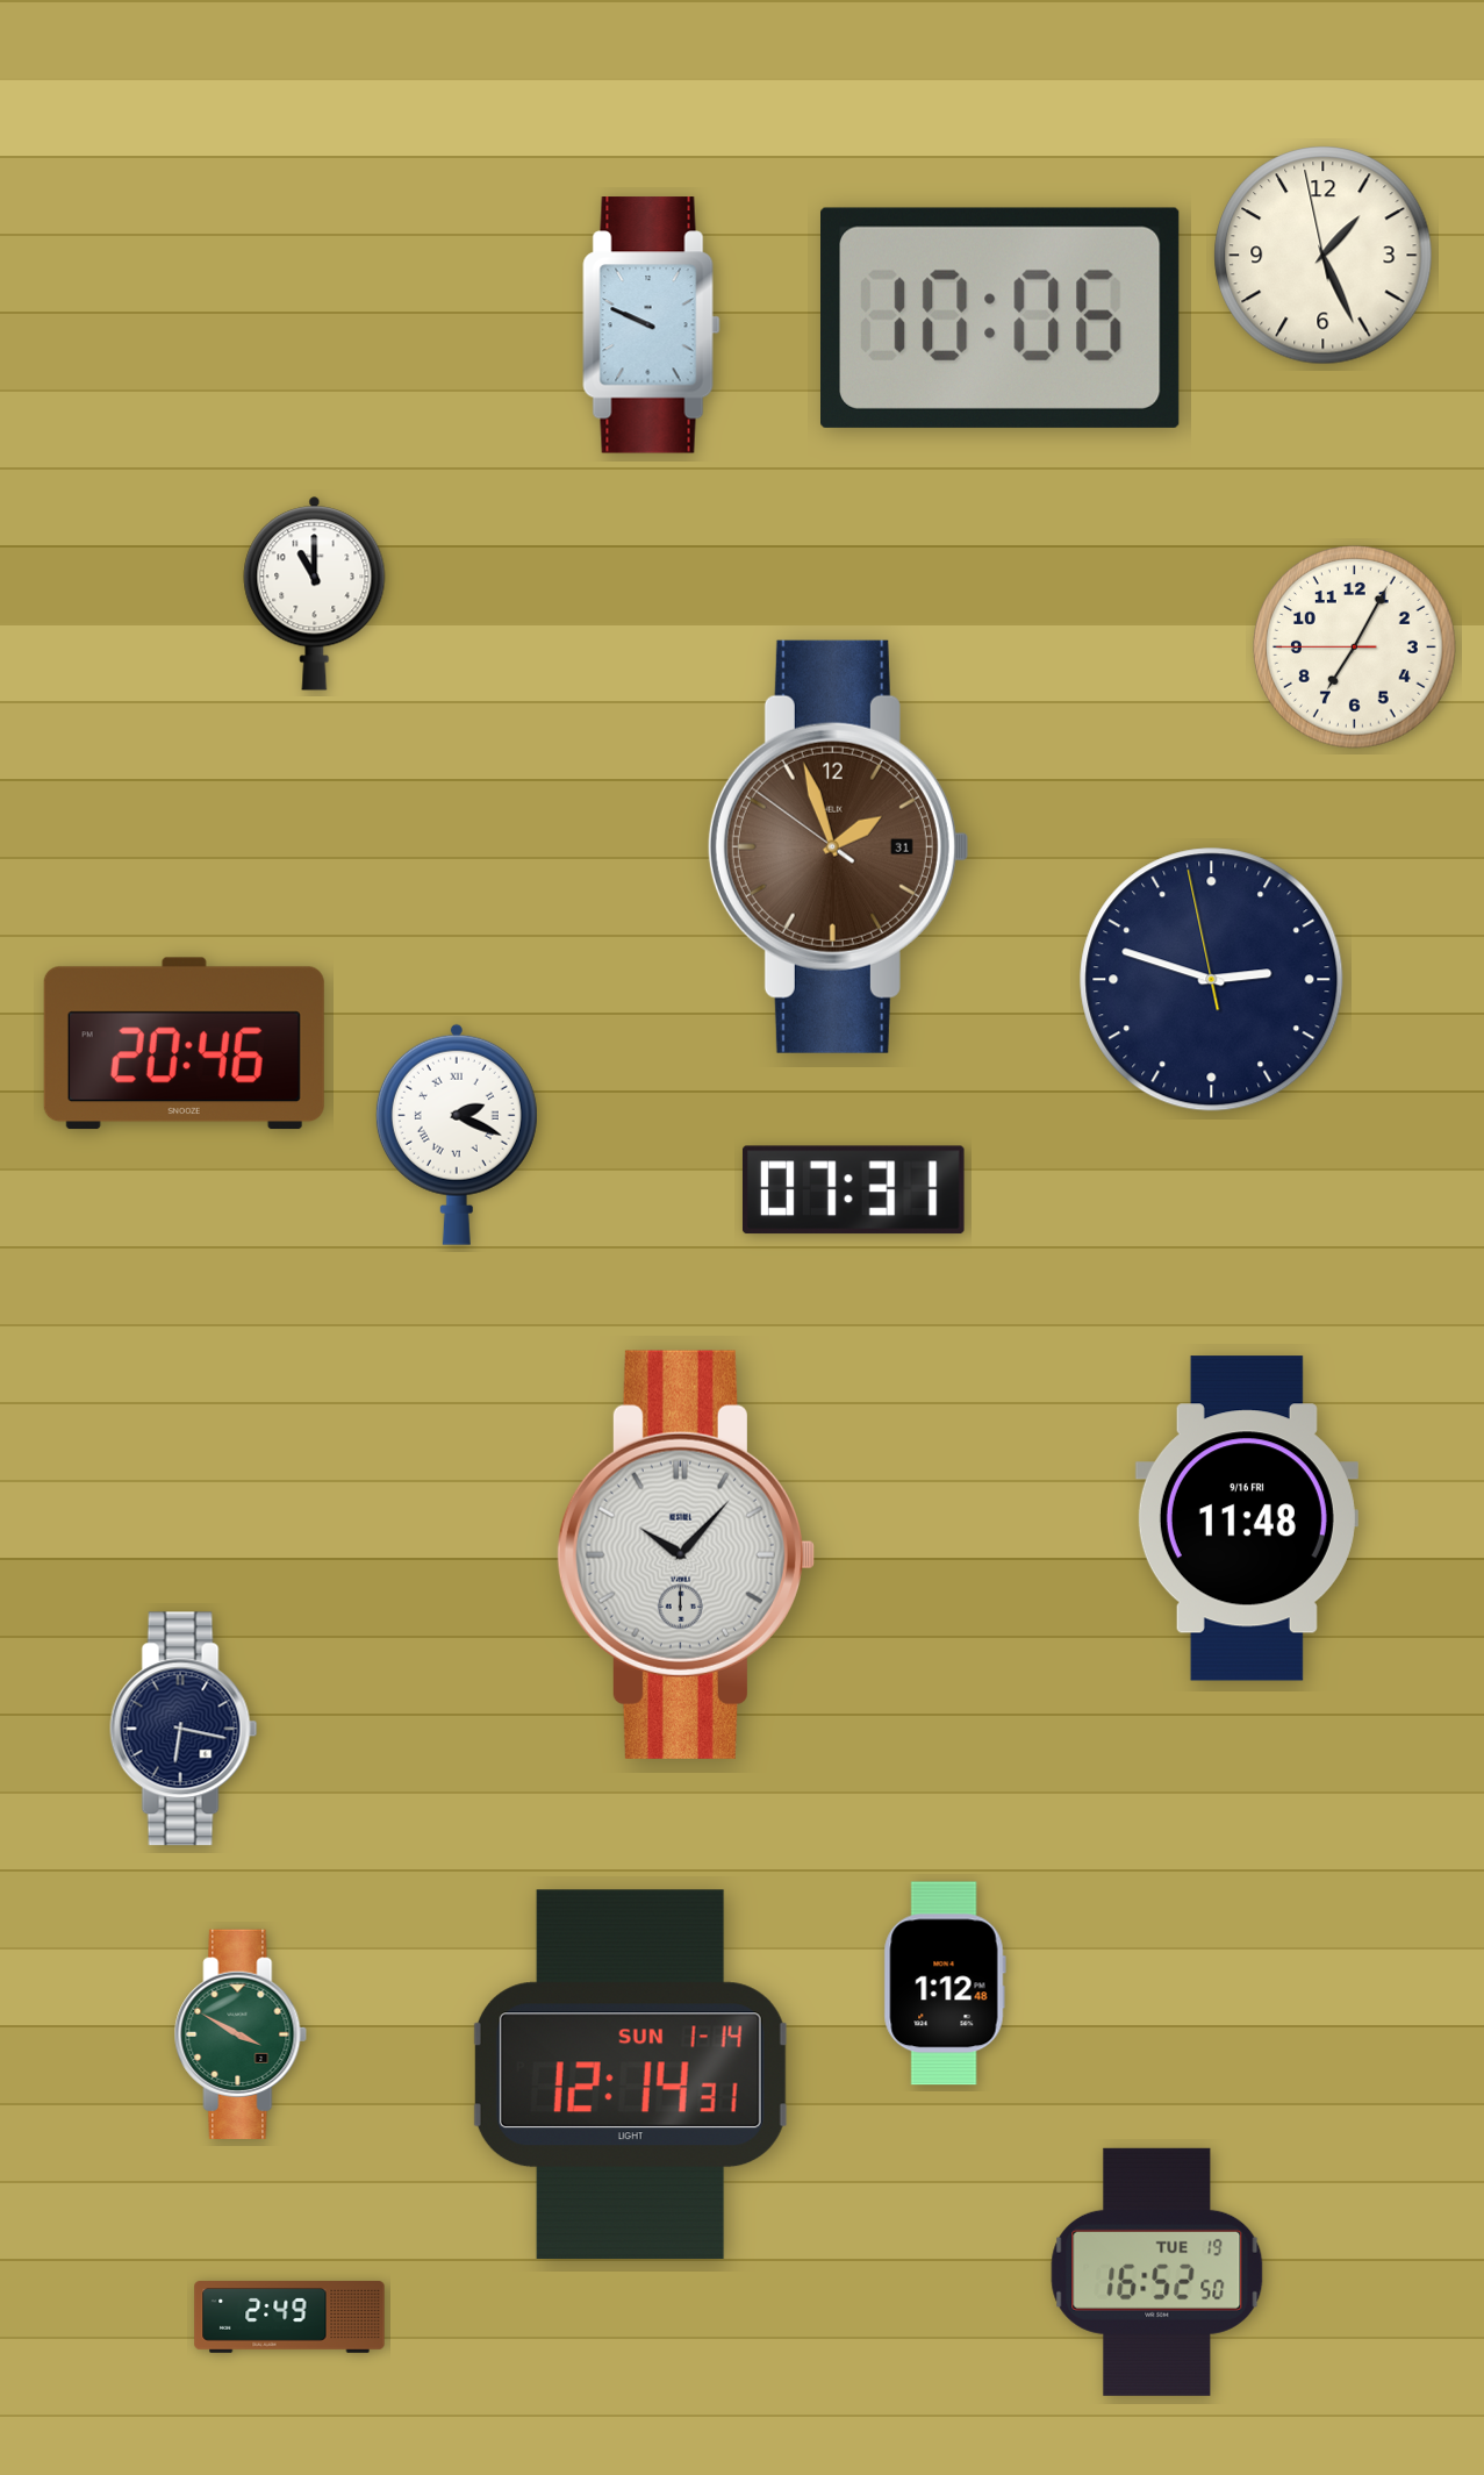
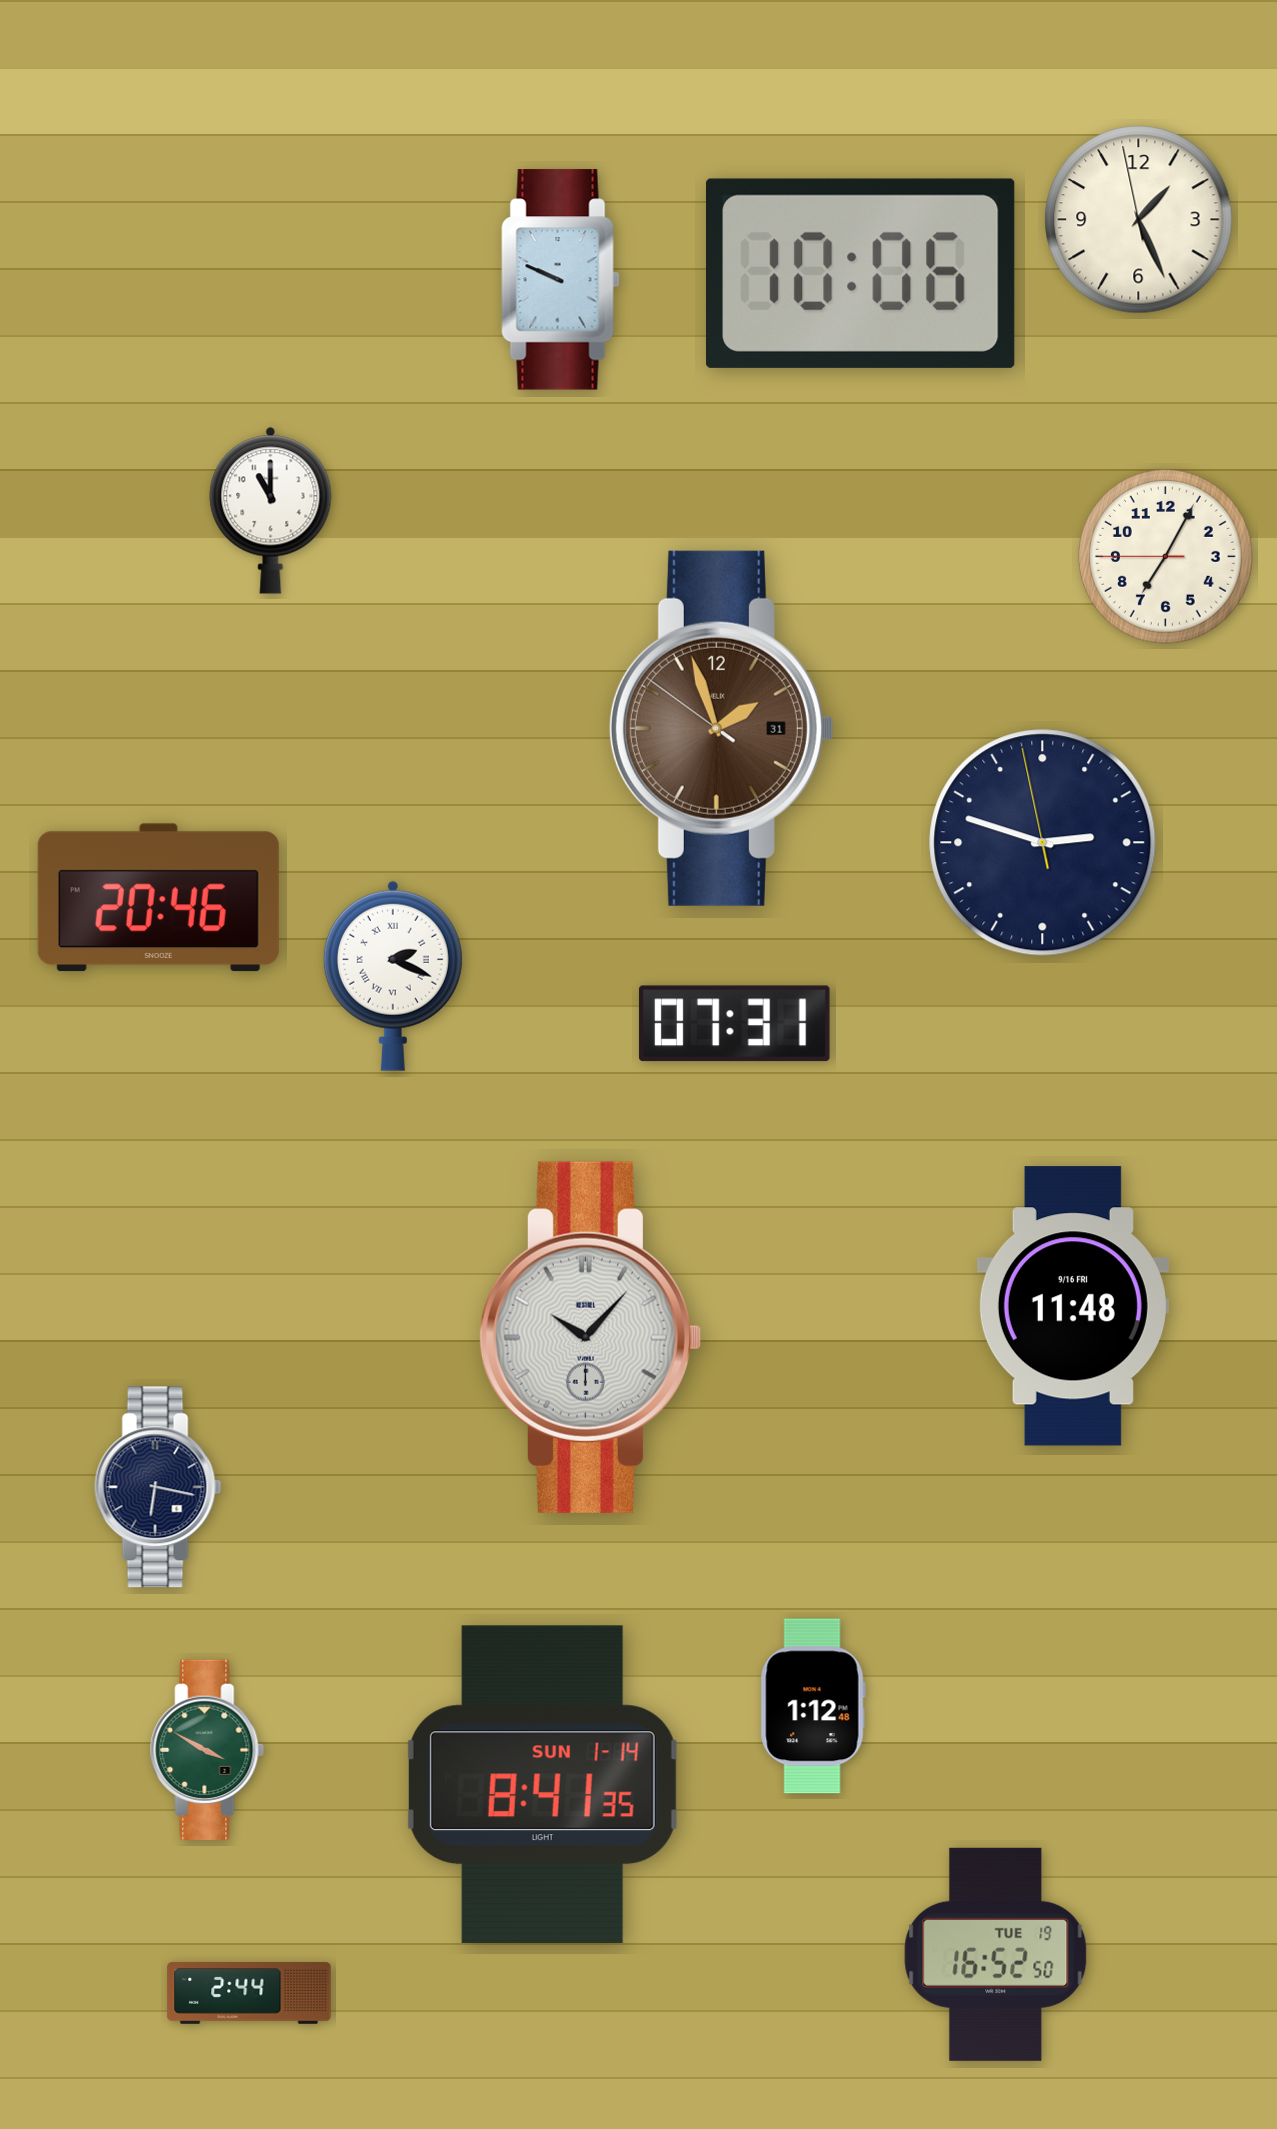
clock at (630, 2074): 12:14 -> 8:41
clock at (289, 2317): 2:49 -> 2:44
